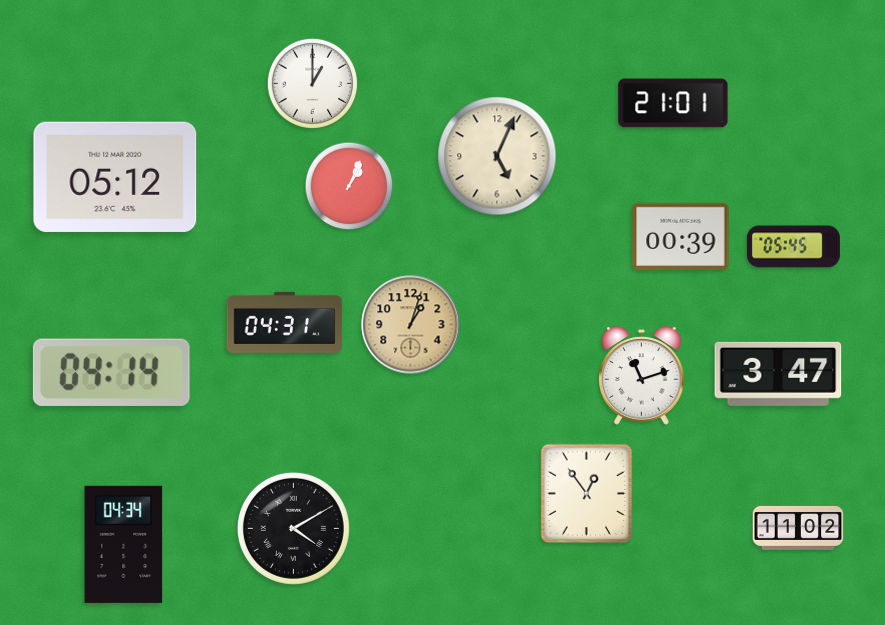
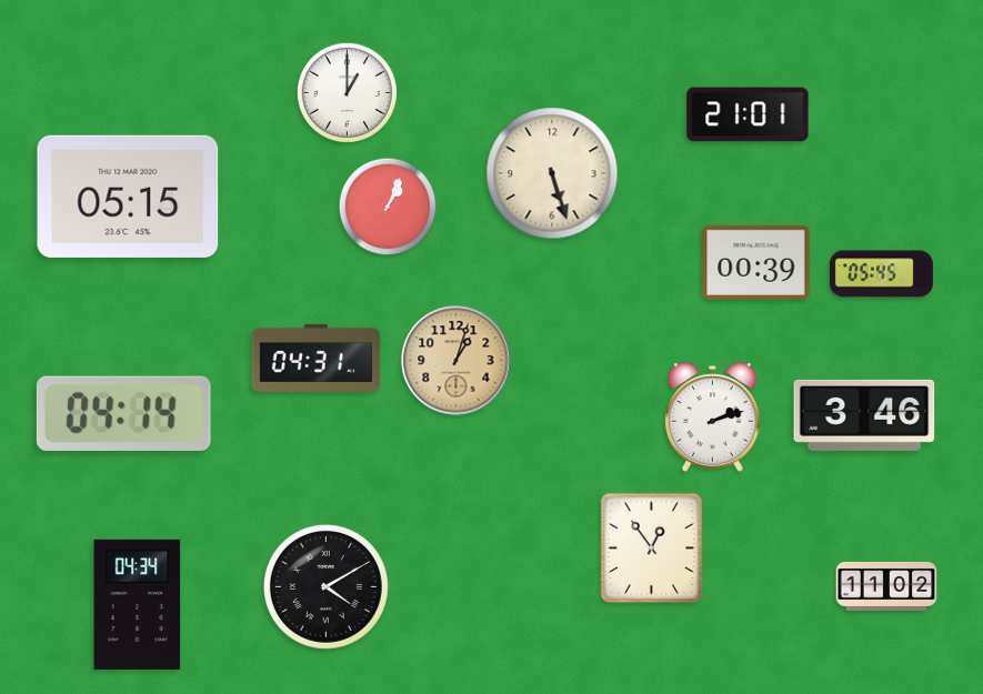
clock at (497, 156): 5:04 -> 5:27
clock at (115, 177): 05:12 -> 05:15
clock at (778, 374): 3:47 -> 3:46
clock at (642, 376): 11:12 -> 2:12
